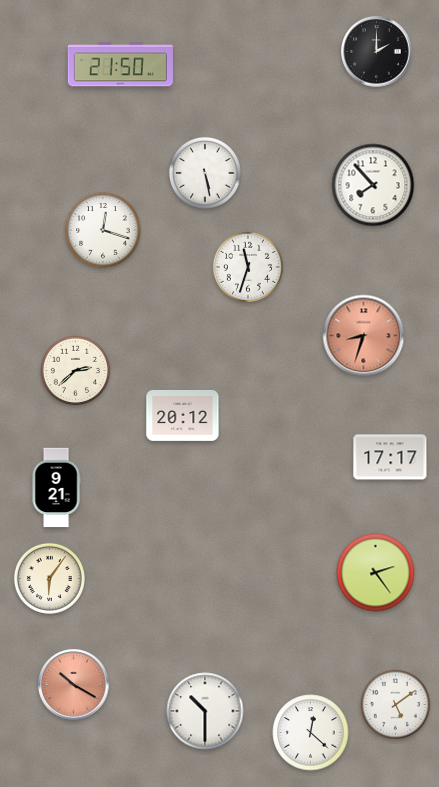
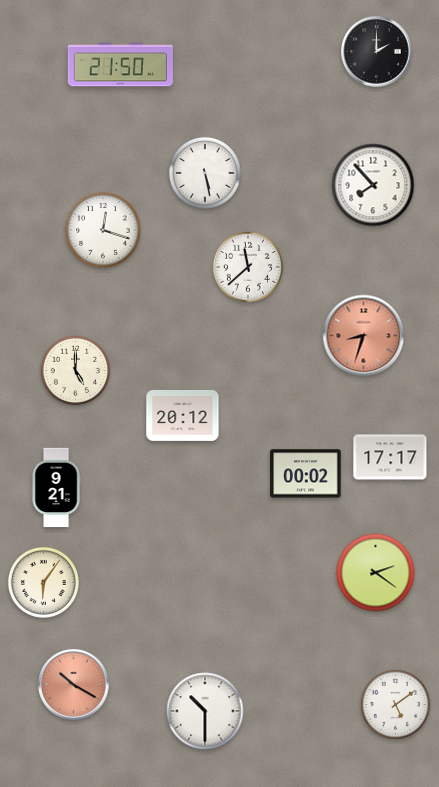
clock at (248, 267): 11:33 -> 11:38
clock at (76, 371): 2:38 -> 5:00
clock at (306, 474): none -> 00:02
clock at (376, 573): 2:24 -> 2:21
clock at (49, 578) position: (49, 578) -> (43, 582)
clock at (311, 733): 12:22 -> none
